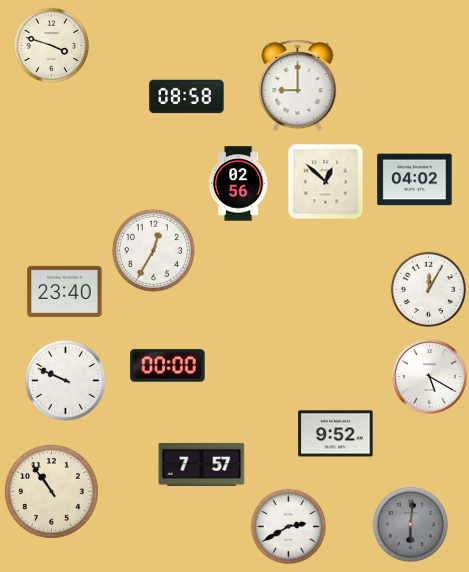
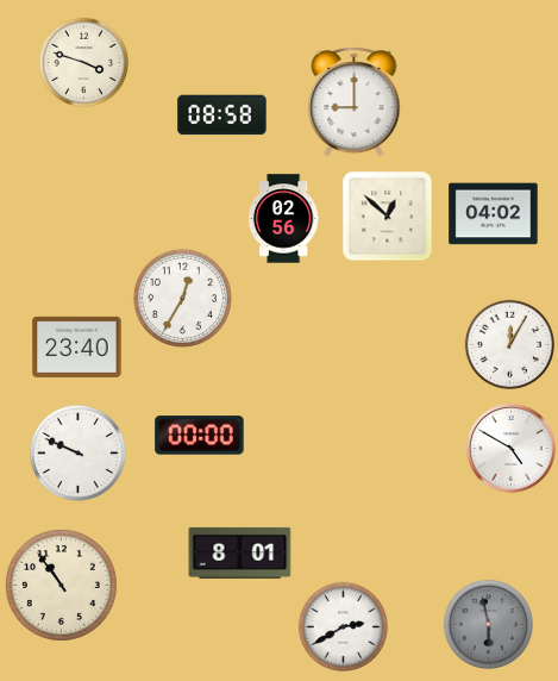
clock at (51, 45) position: (51, 45) -> (83, 62)
clock at (430, 377): 5:20 -> 4:50
clock at (336, 434): 9:52 -> none
clock at (202, 464): 7:57 -> 8:01
clock at (410, 524): 6:01 -> 5:58
